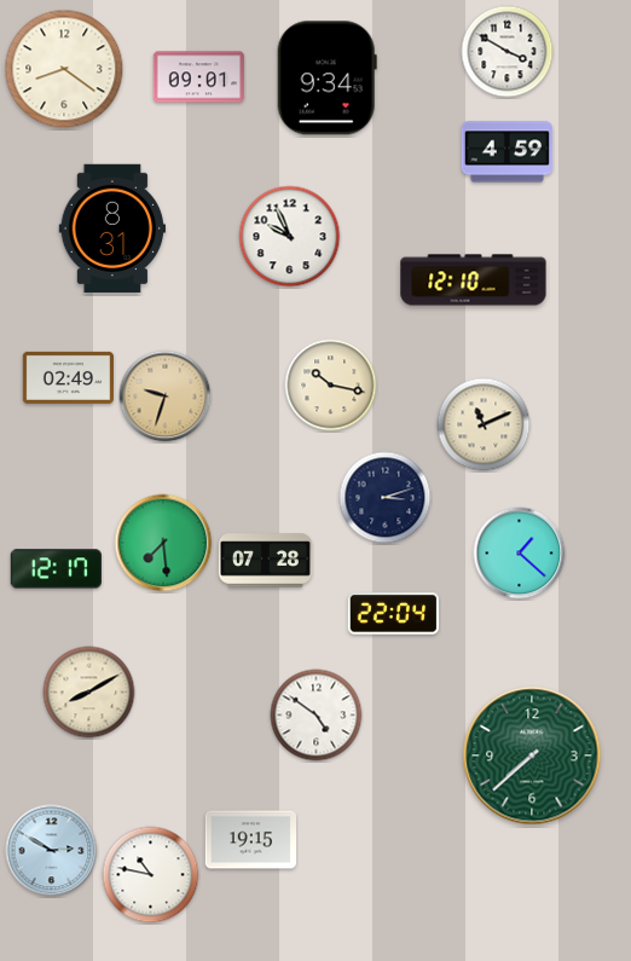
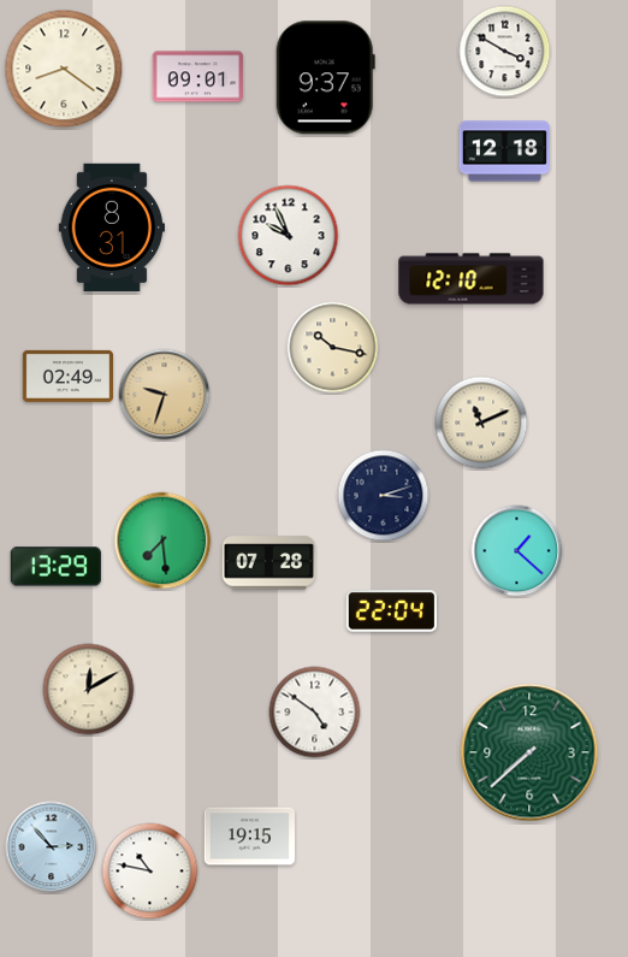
clock at (326, 79): 9:34 -> 9:37
clock at (506, 152): 4:59 -> 12:18
clock at (331, 386) position: (331, 386) -> (333, 348)
clock at (265, 561) position: (265, 561) -> (268, 563)
clock at (56, 569): 12:17 -> 13:29
clock at (89, 693): 8:10 -> 12:10
clock at (52, 851): 2:50 -> 2:53
